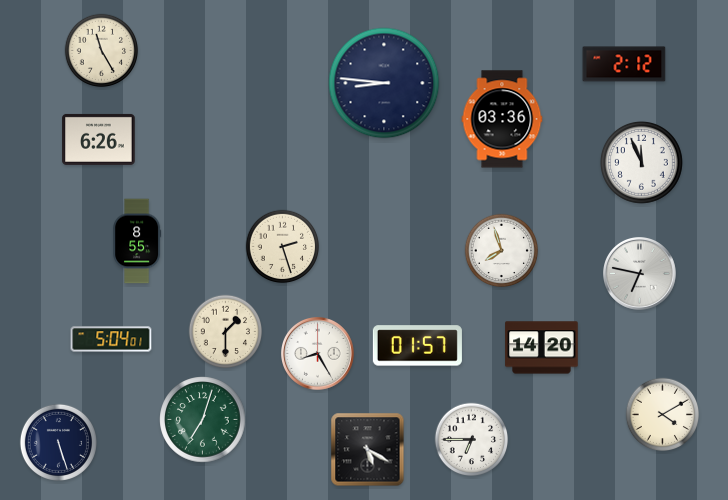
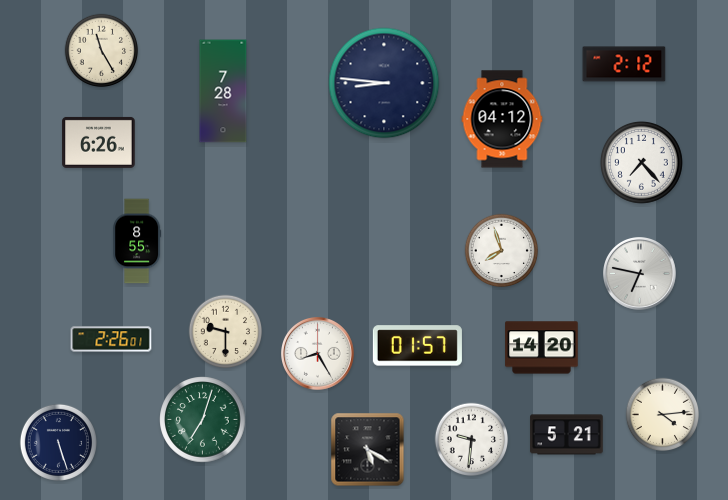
clock at (223, 91): none -> 7:28
clock at (502, 119): 03:36 -> 04:12
clock at (99, 139) position: (99, 139) -> (99, 142)
clock at (641, 162): 11:56 -> 7:23
clock at (283, 247): 2:27 -> none
clock at (226, 332): 1:30 -> 9:30
clock at (111, 339): 5:04 -> 2:26
clock at (663, 415): 4:10 -> 4:14
clock at (567, 435): none -> 5:21
clock at (472, 440): 6:45 -> 9:31
